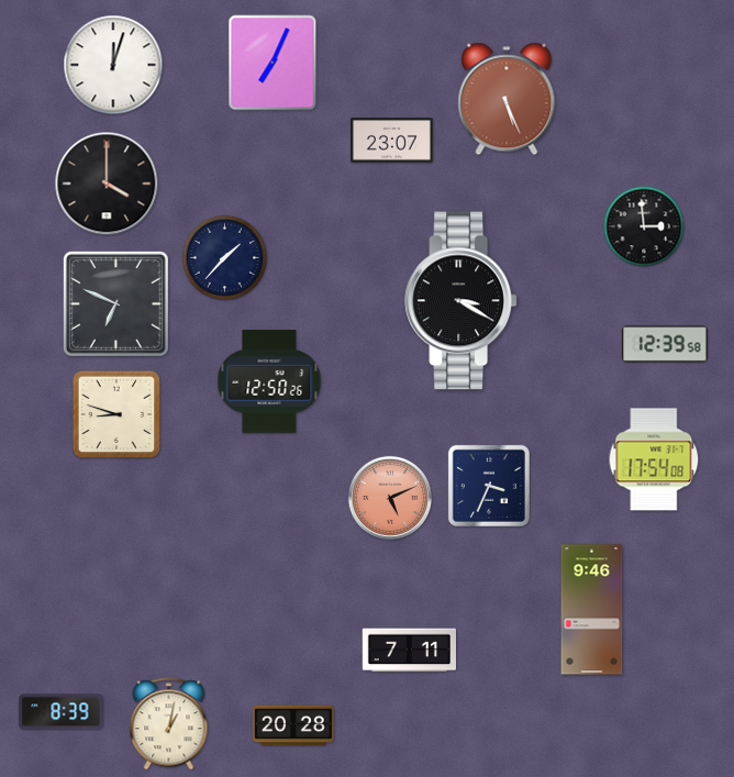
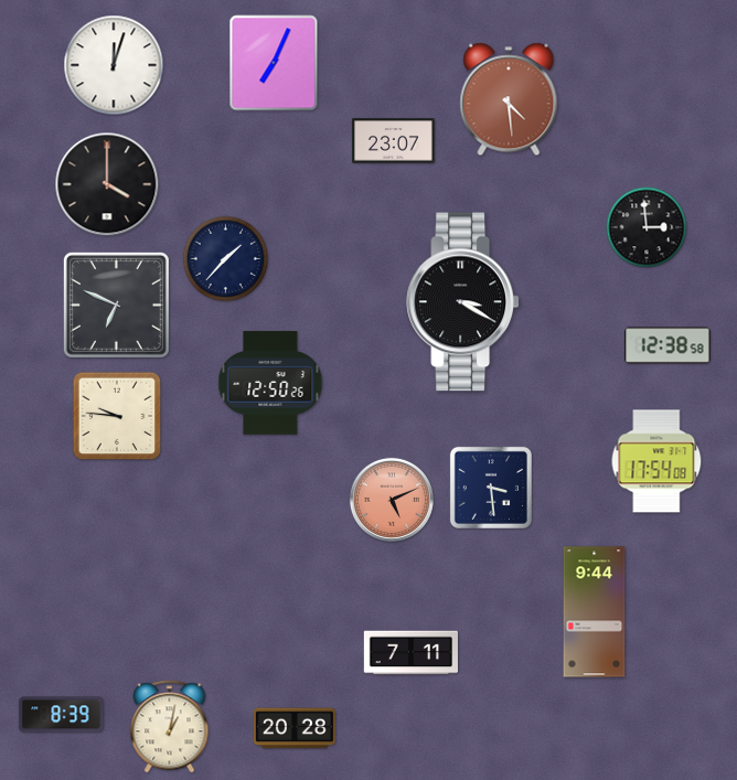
clock at (507, 99): 5:26 -> 4:29
clock at (665, 344): 12:39 -> 12:38
clock at (116, 414): 8:48 -> 9:46
clock at (489, 486): 3:34 -> 3:29
clock at (592, 610): 9:46 -> 9:44
